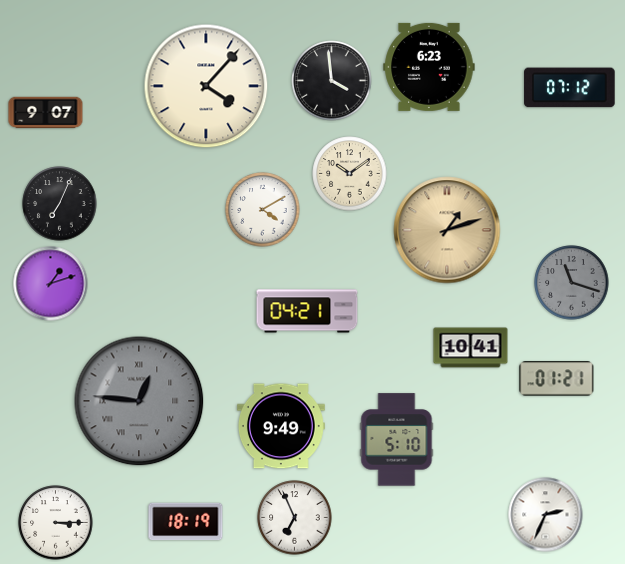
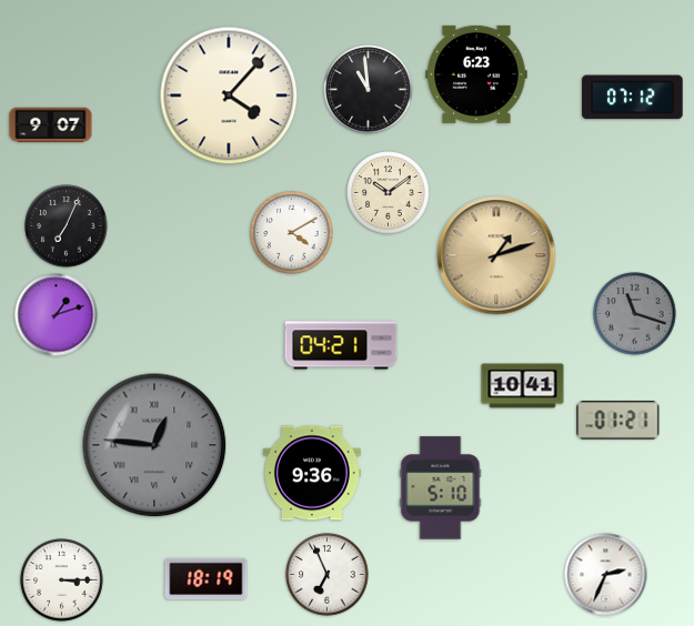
clock at (332, 81): 3:59 -> 10:59
clock at (281, 426): 9:49 -> 9:36
clock at (546, 515) position: (546, 515) -> (606, 575)
